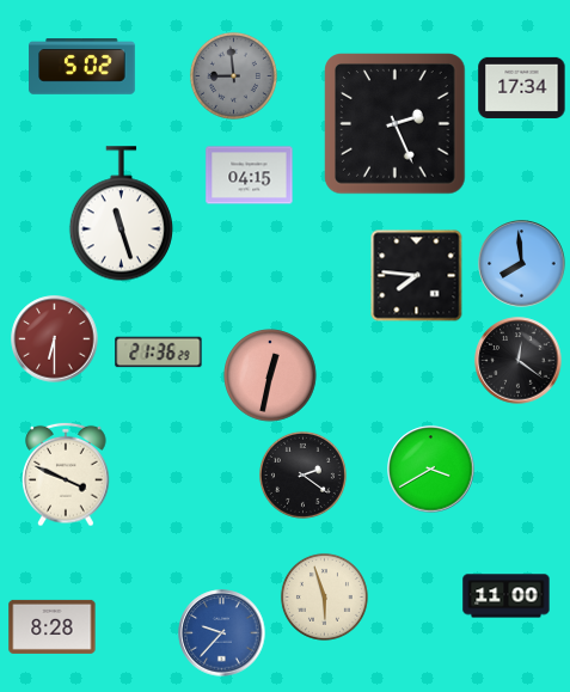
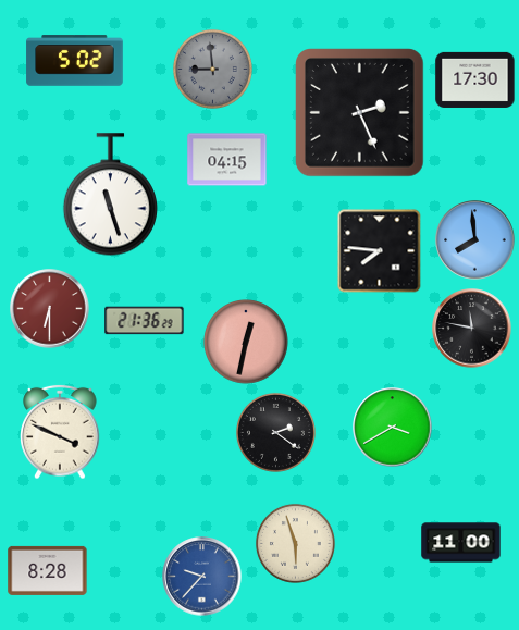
clock at (522, 87): 17:34 -> 17:30
clock at (519, 361): 12:21 -> 11:47
